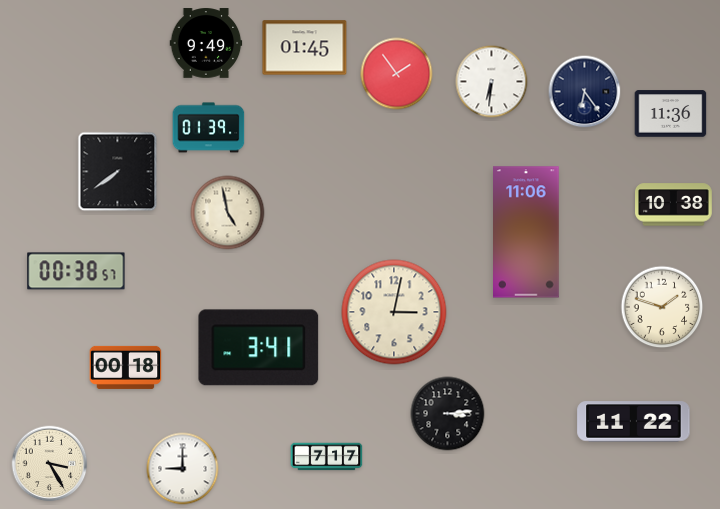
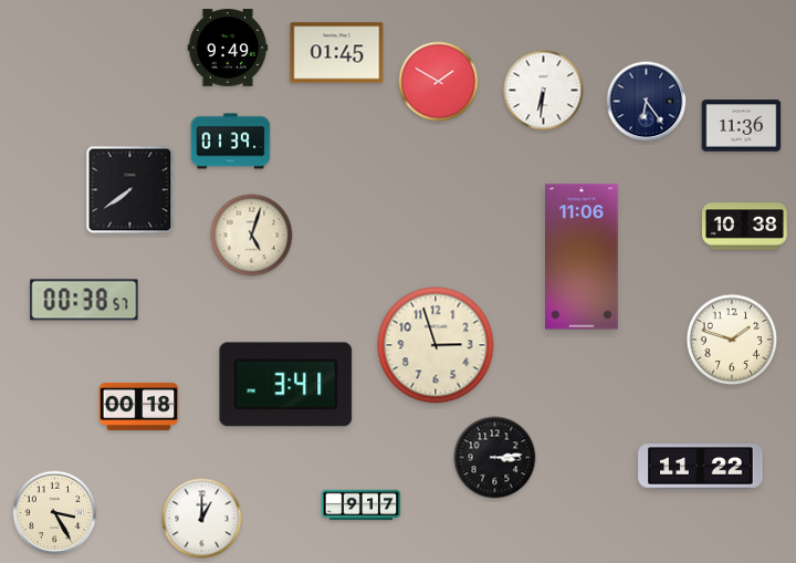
clock at (397, 74): 1:54 -> 1:50
clock at (228, 213): 4:58 -> 5:03
clock at (394, 312): 3:02 -> 2:57
clock at (327, 457): 7:17 -> 9:17
clock at (183, 469): 9:00 -> 1:00
